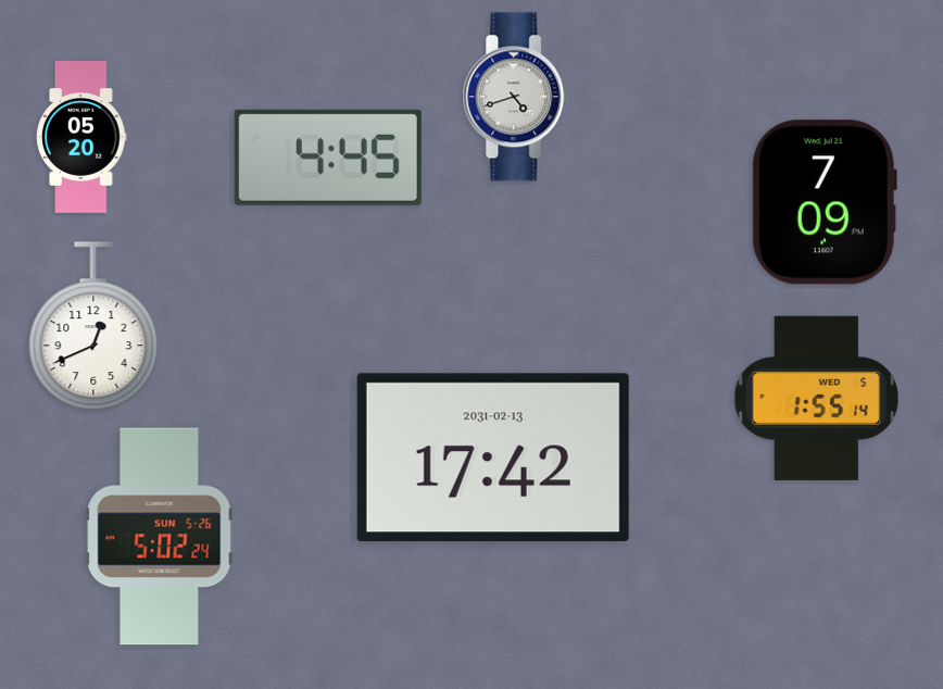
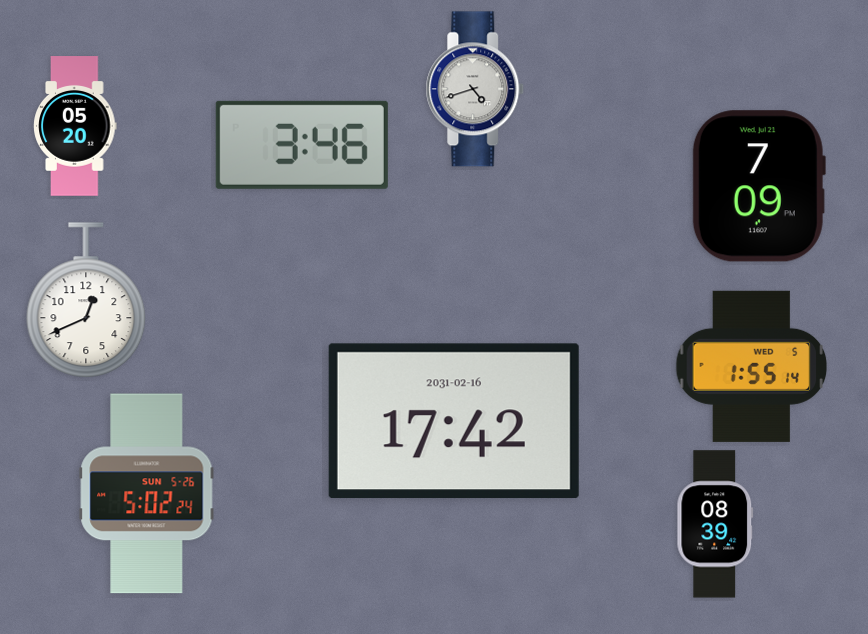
clock at (328, 158): 4:45 -> 3:46
clock at (493, 458) date: 2031-02-13 -> 2031-02-16
clock at (715, 524): none -> 08:39
